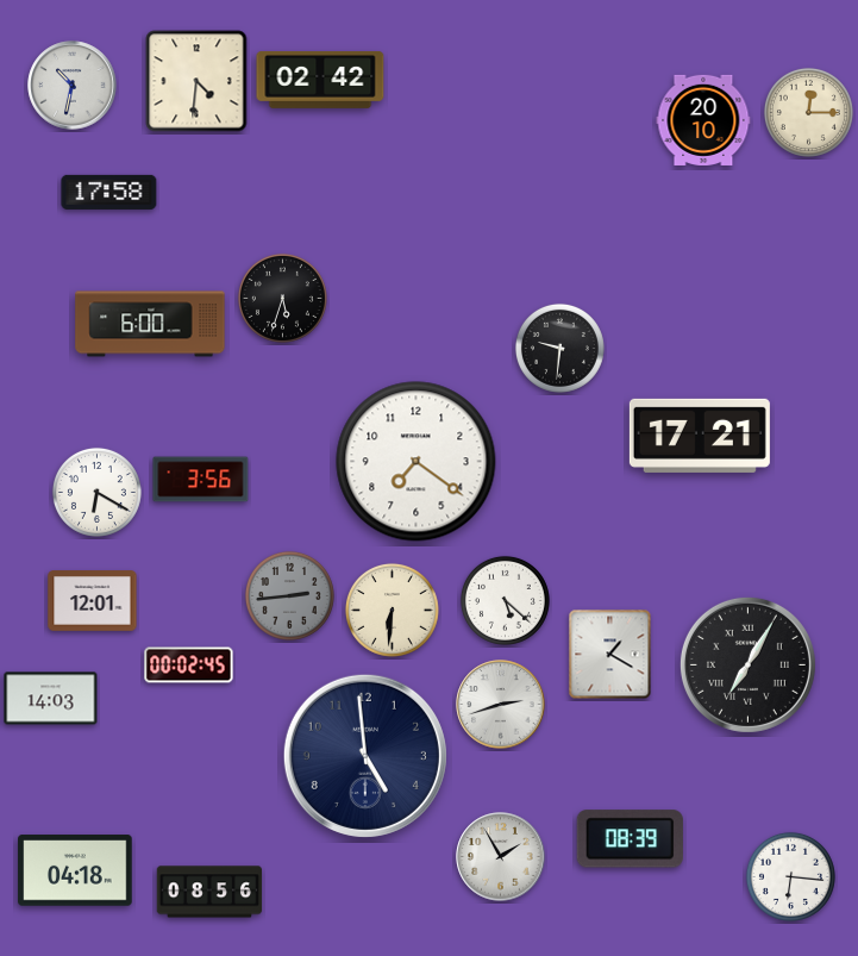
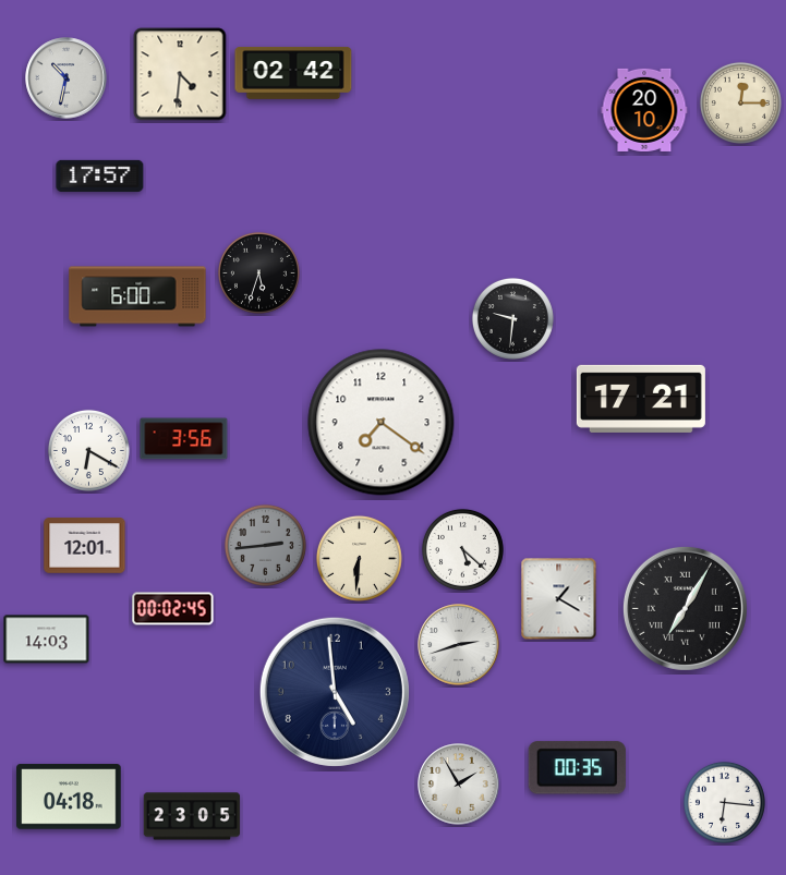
clock at (109, 192): 17:58 -> 17:57
clock at (93, 601) position: (93, 601) -> (85, 546)
clock at (630, 839): 08:39 -> 00:35
clock at (209, 892): 08:56 -> 23:05
